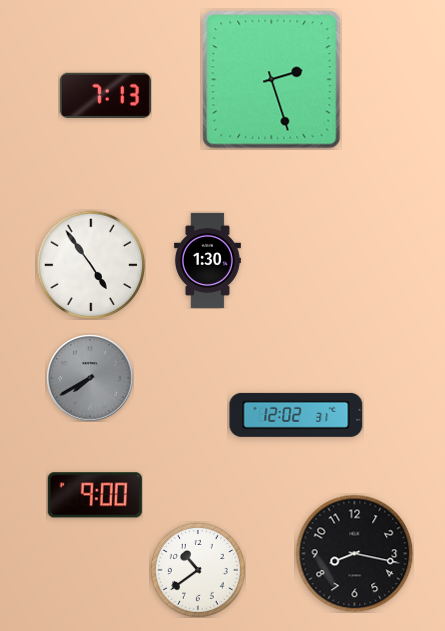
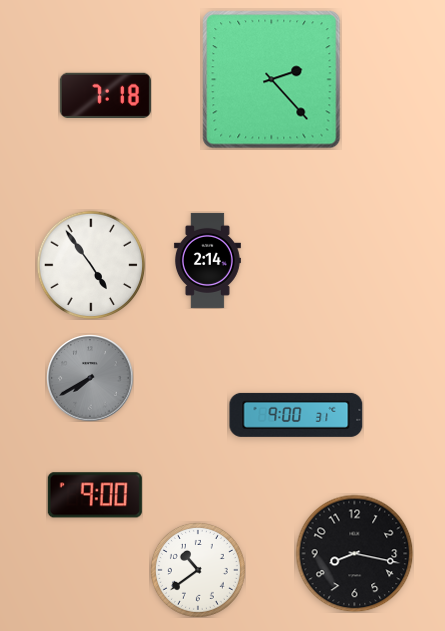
clock at (272, 80): 2:27 -> 2:23
clock at (105, 95): 7:13 -> 7:18
clock at (207, 260): 1:30 -> 2:14
clock at (296, 415): 12:02 -> 9:00
